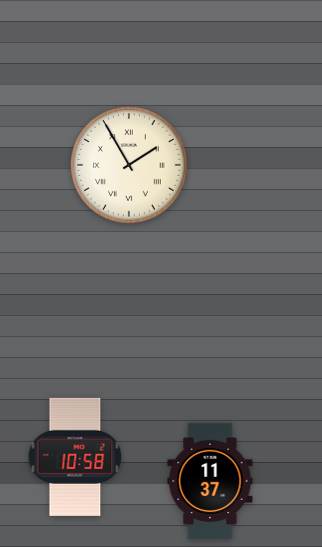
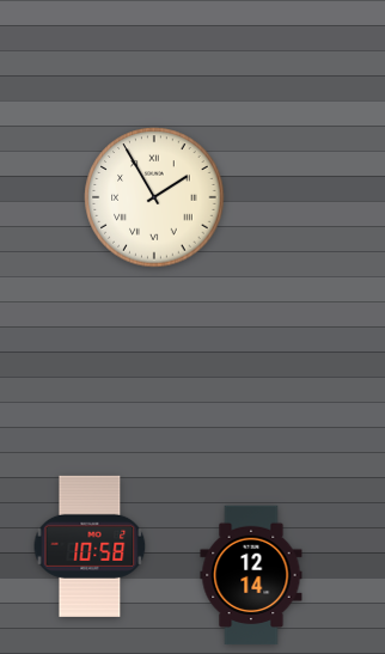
clock at (210, 481): 11:37 -> 12:14
